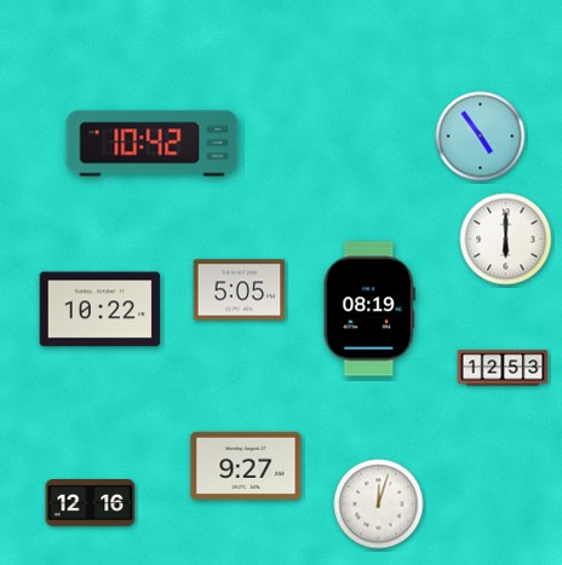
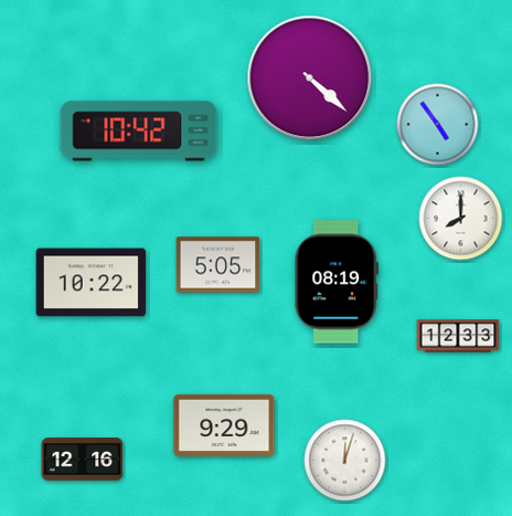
clock at (310, 78): none -> 4:22
clock at (506, 240): 6:00 -> 8:00
clock at (503, 368): 12:53 -> 12:33
clock at (246, 466): 9:27 -> 9:29
